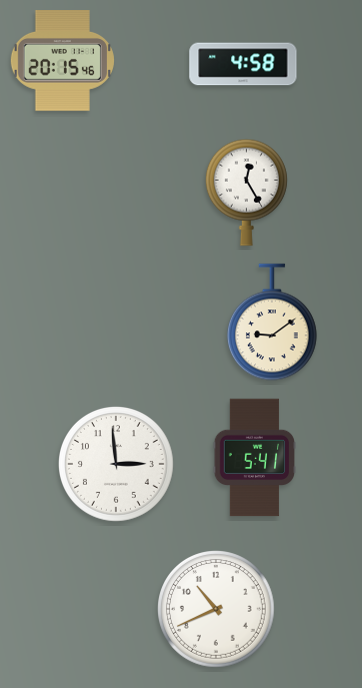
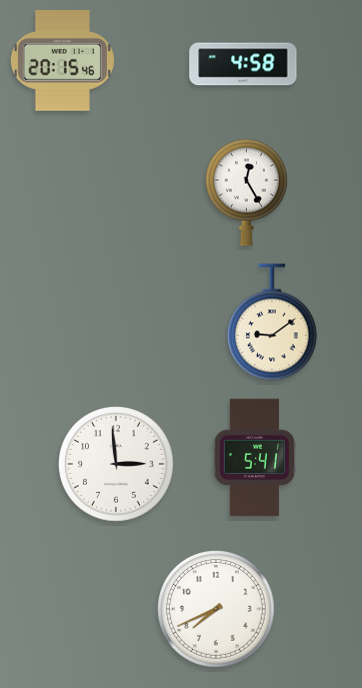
clock at (217, 610): 10:41 -> 7:41
